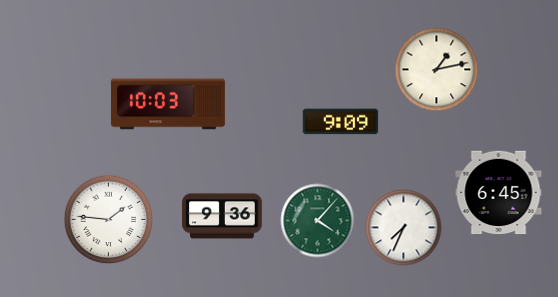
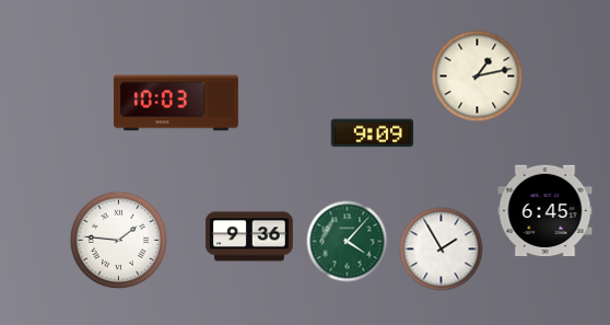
clock at (168, 104) position: (168, 104) -> (176, 103)
clock at (222, 216) position: (222, 216) -> (249, 236)
clock at (404, 228): 7:34 -> 1:55
